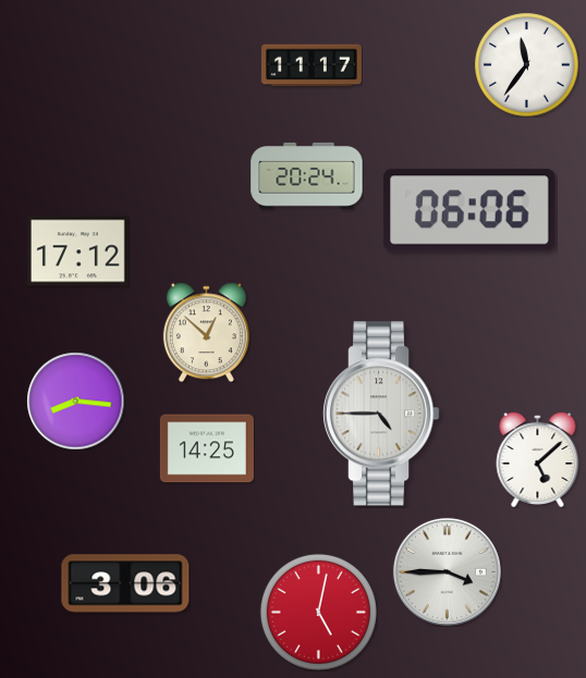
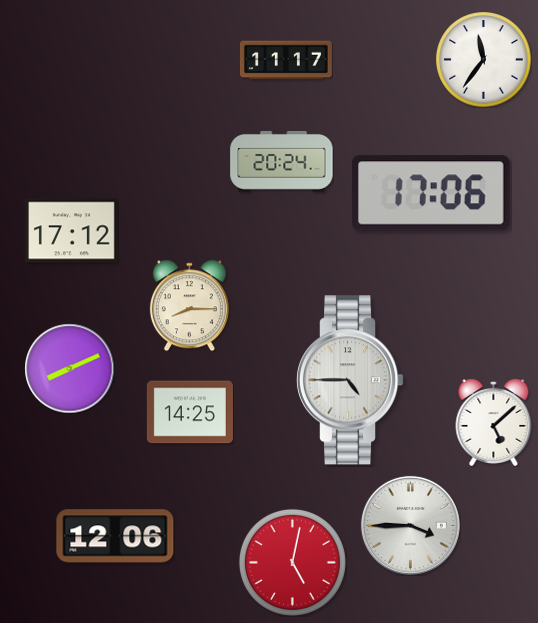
clock at (469, 210): 06:06 -> 17:06
clock at (206, 332): 12:52 -> 8:15
clock at (75, 400): 8:16 -> 8:11
clock at (125, 583): 3:06 -> 12:06
